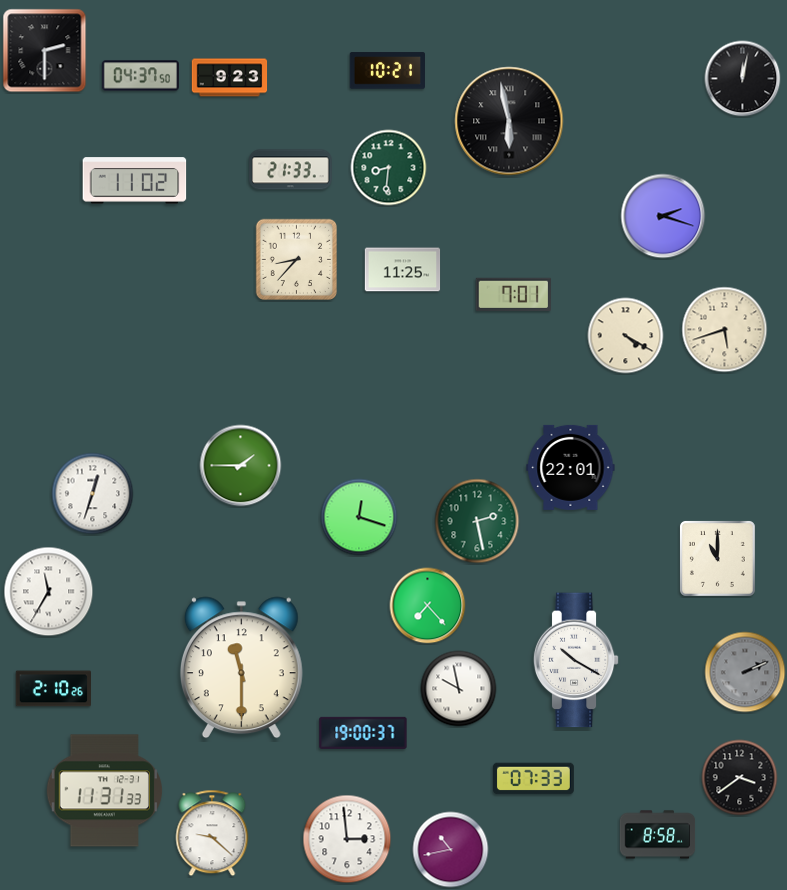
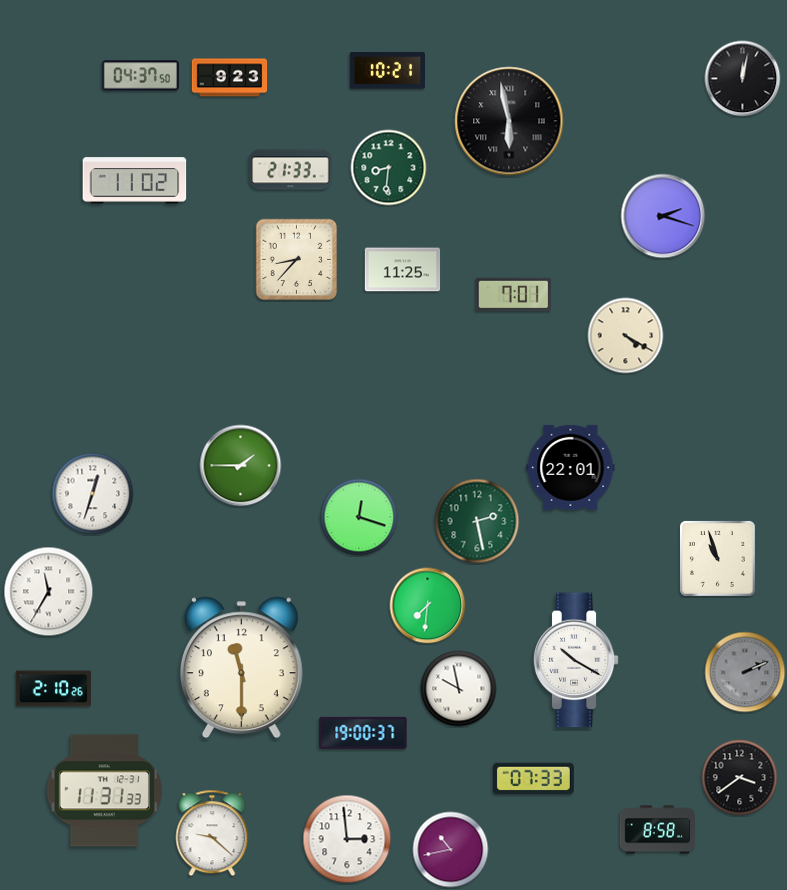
clock at (45, 51): 2:30 -> none
clock at (725, 330): 5:42 -> none
clock at (717, 558): 11:00 -> 10:57
clock at (428, 606): 7:23 -> 7:31
clock at (658, 835) position: (658, 835) -> (658, 830)
